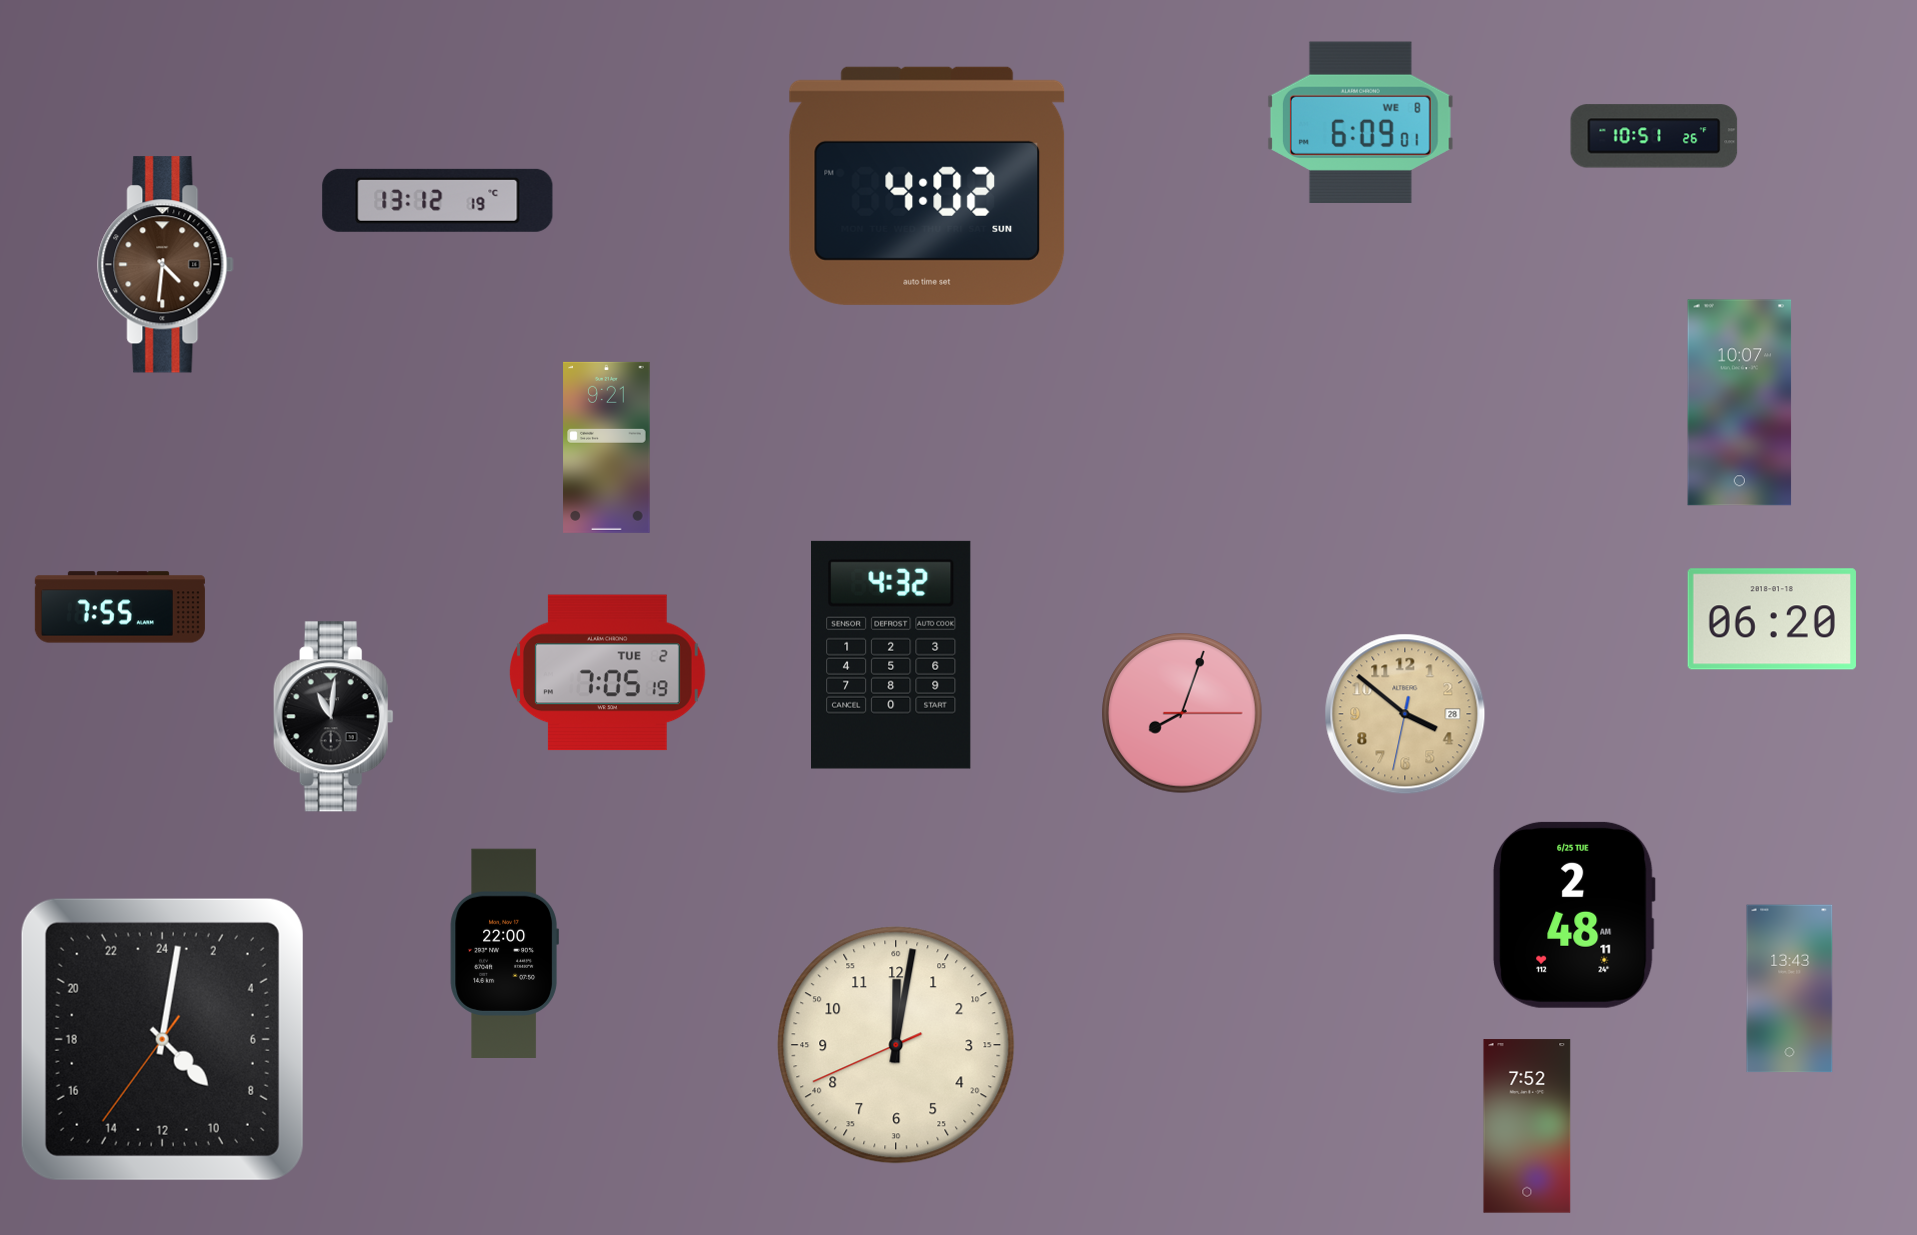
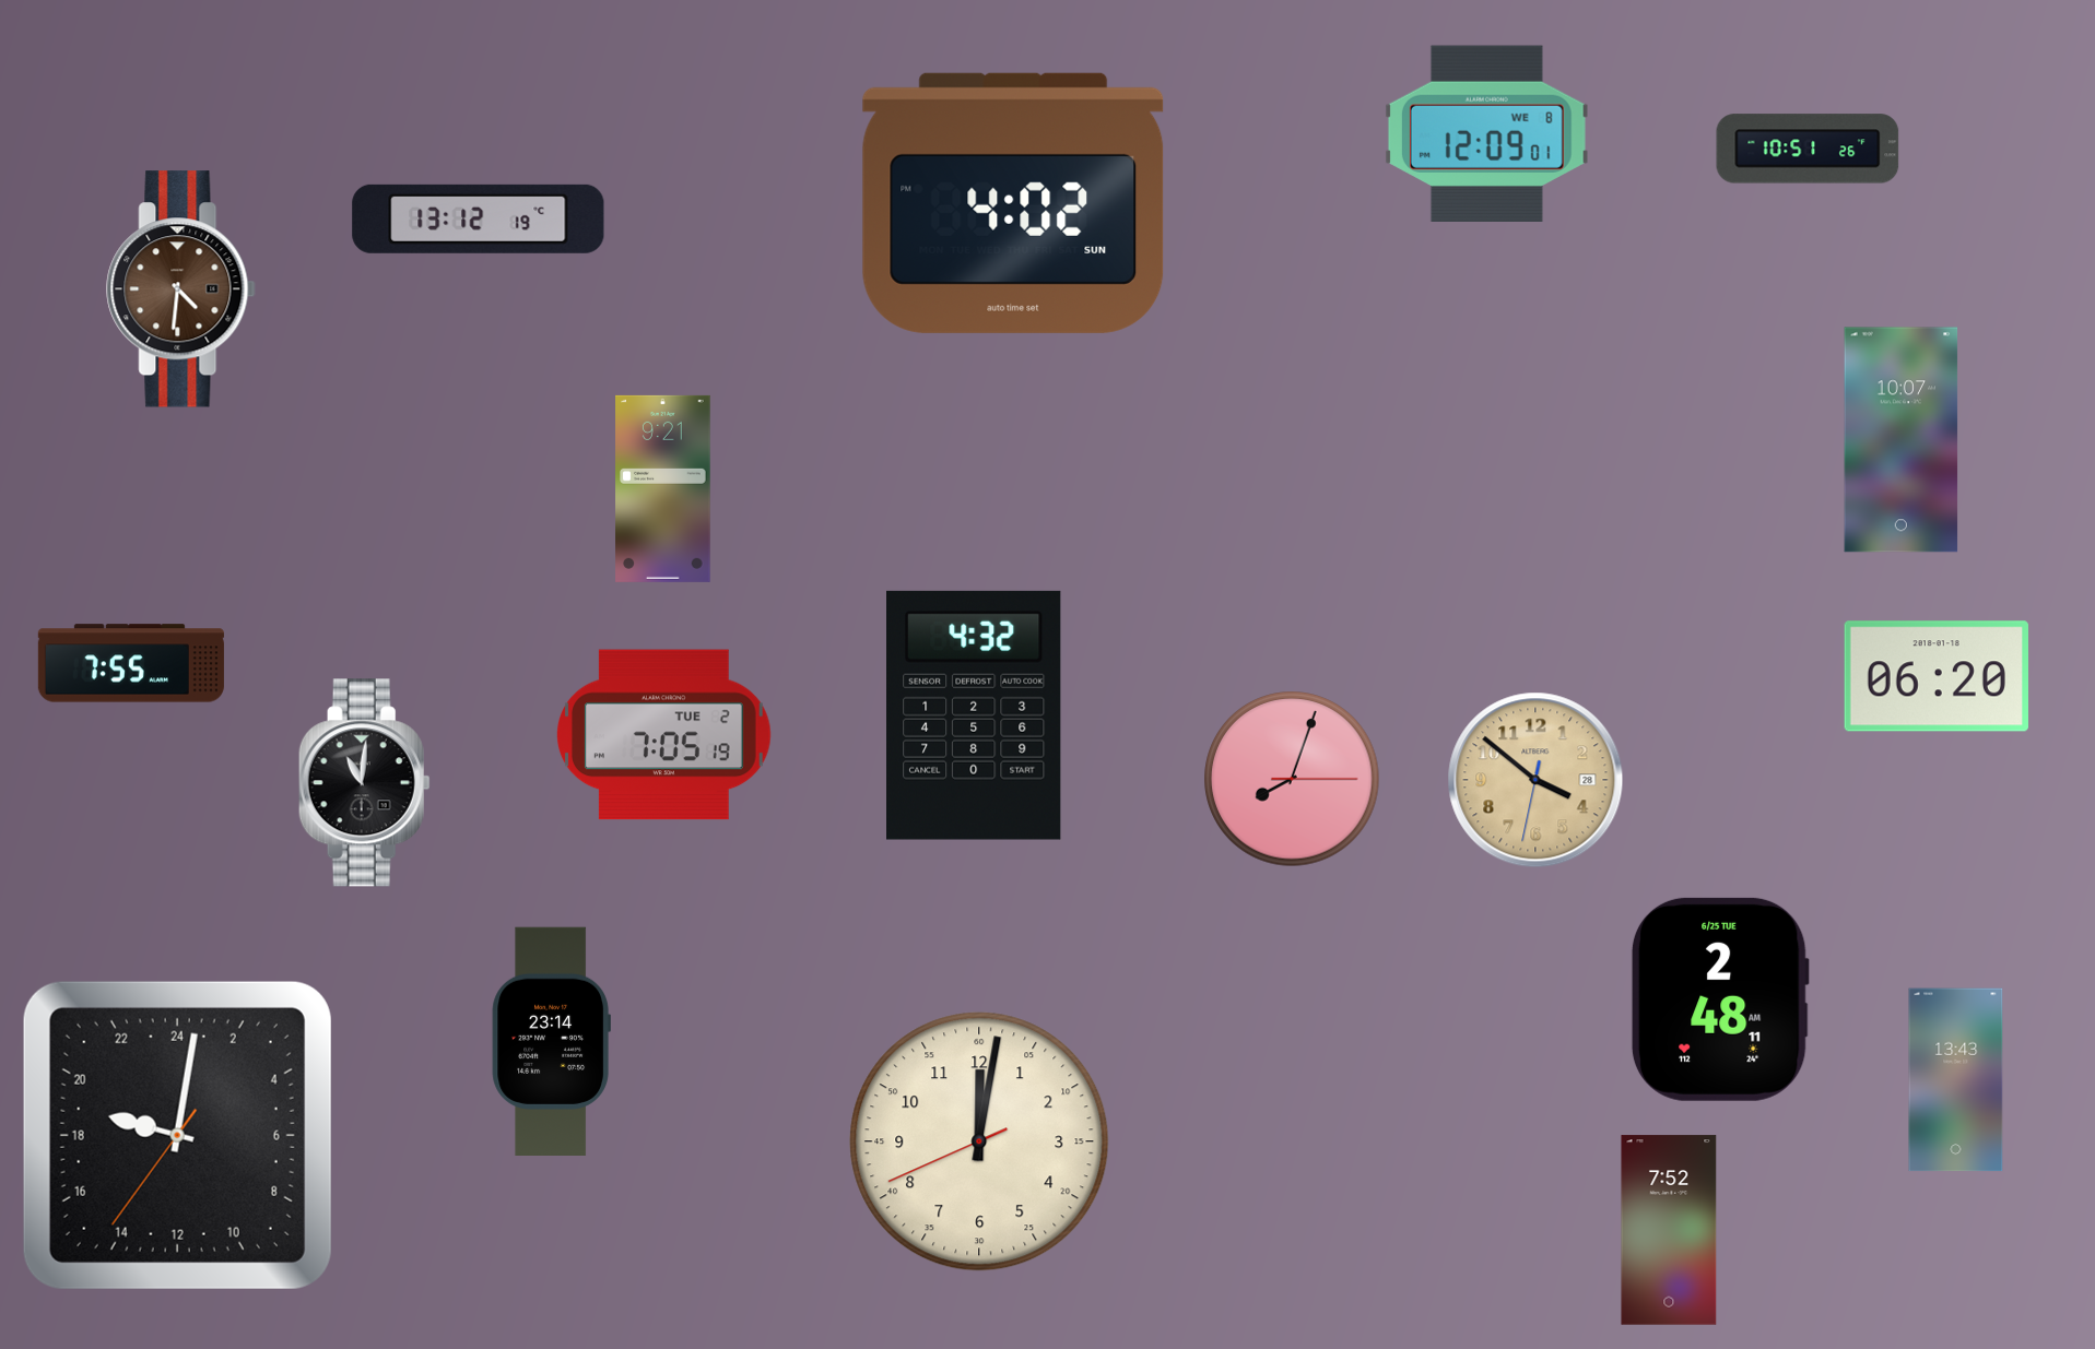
clock at (1360, 122): 6:09 -> 12:09
clock at (504, 953): 22:00 -> 23:14
clock at (162, 1039): 9:01 -> 19:01
